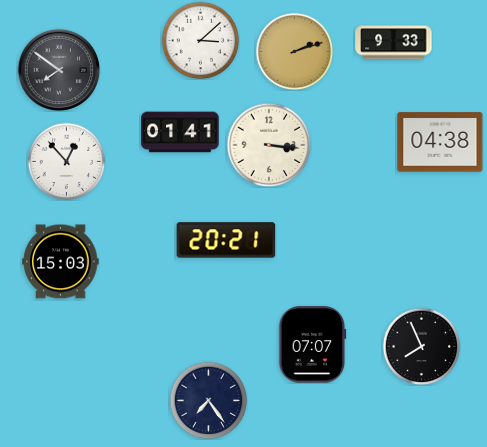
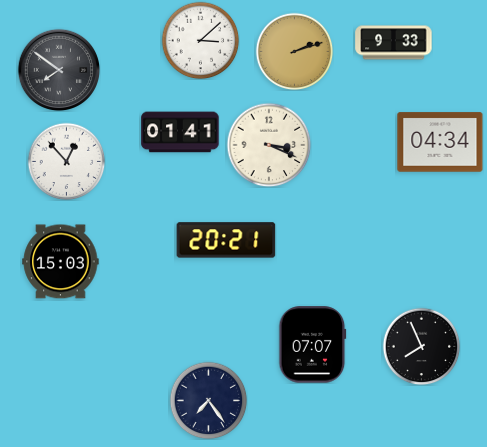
clock at (440, 142): 04:38 -> 04:34
clock at (269, 145): 3:16 -> 3:19
